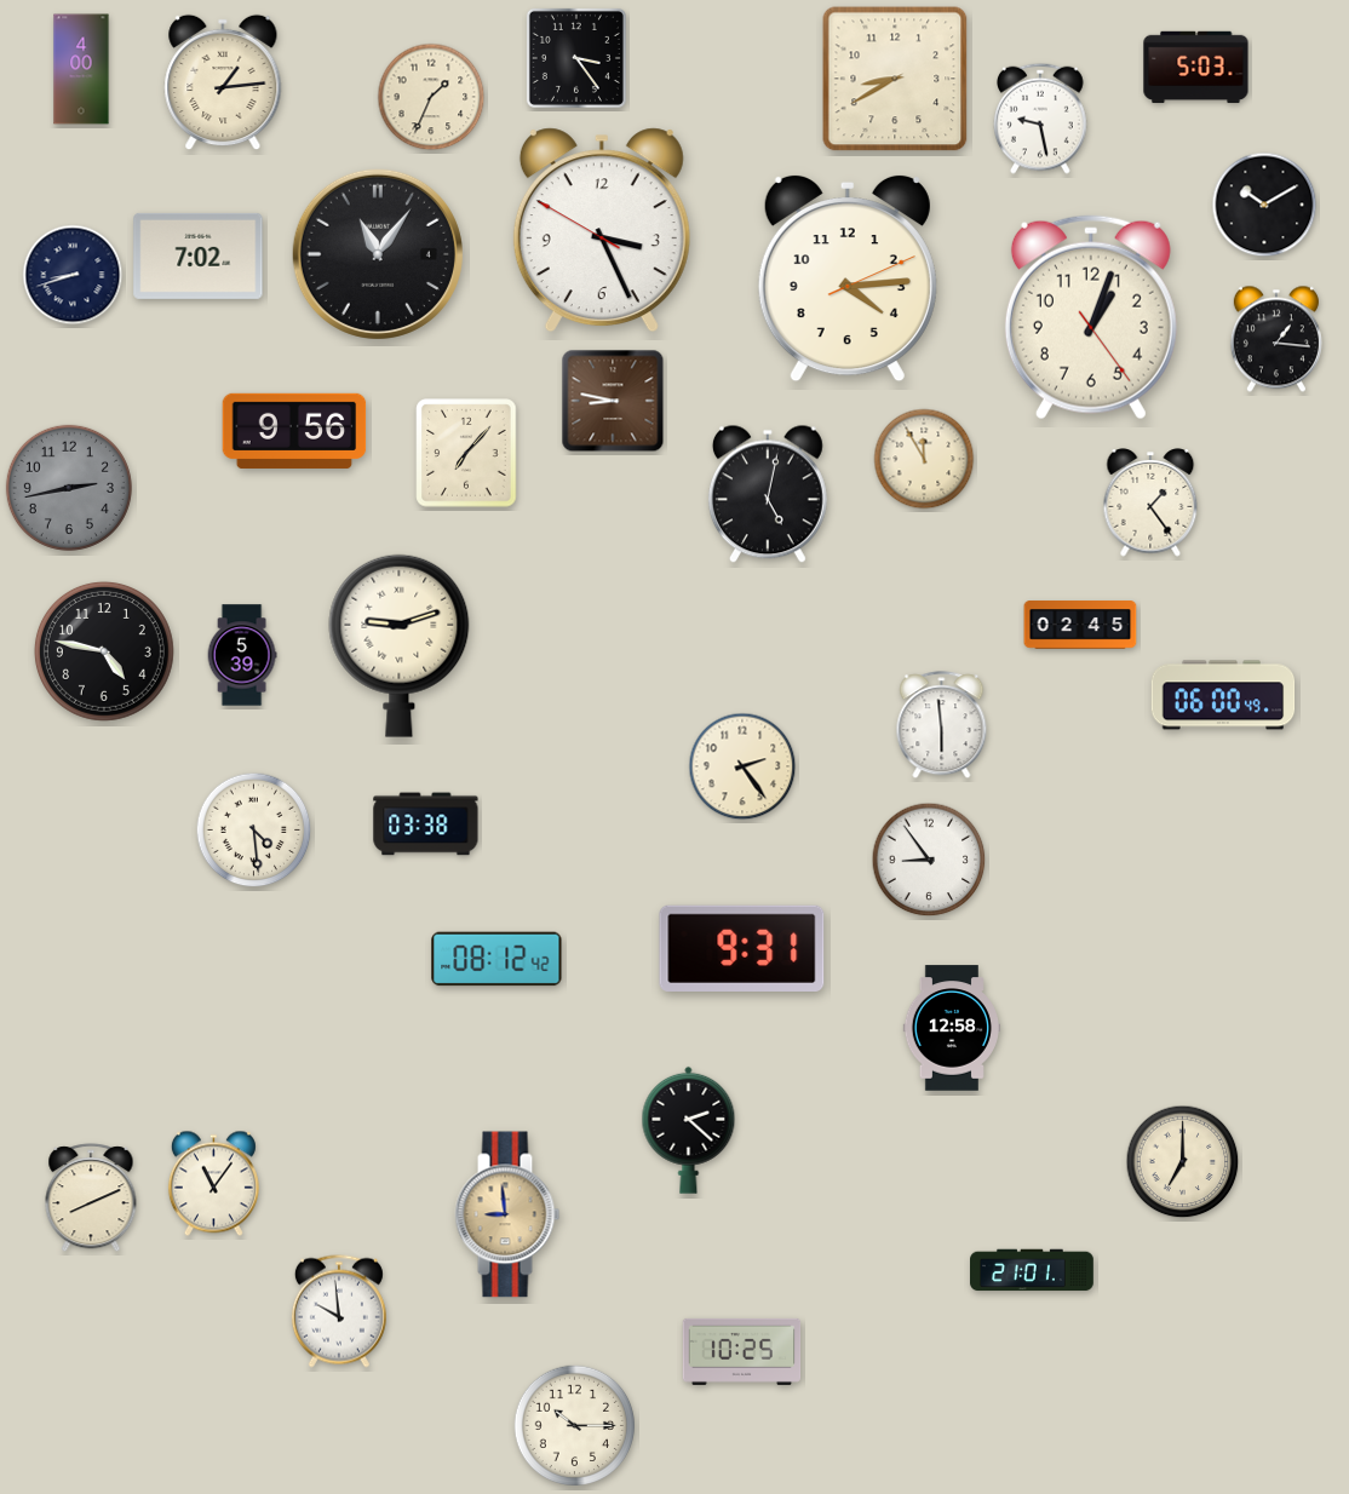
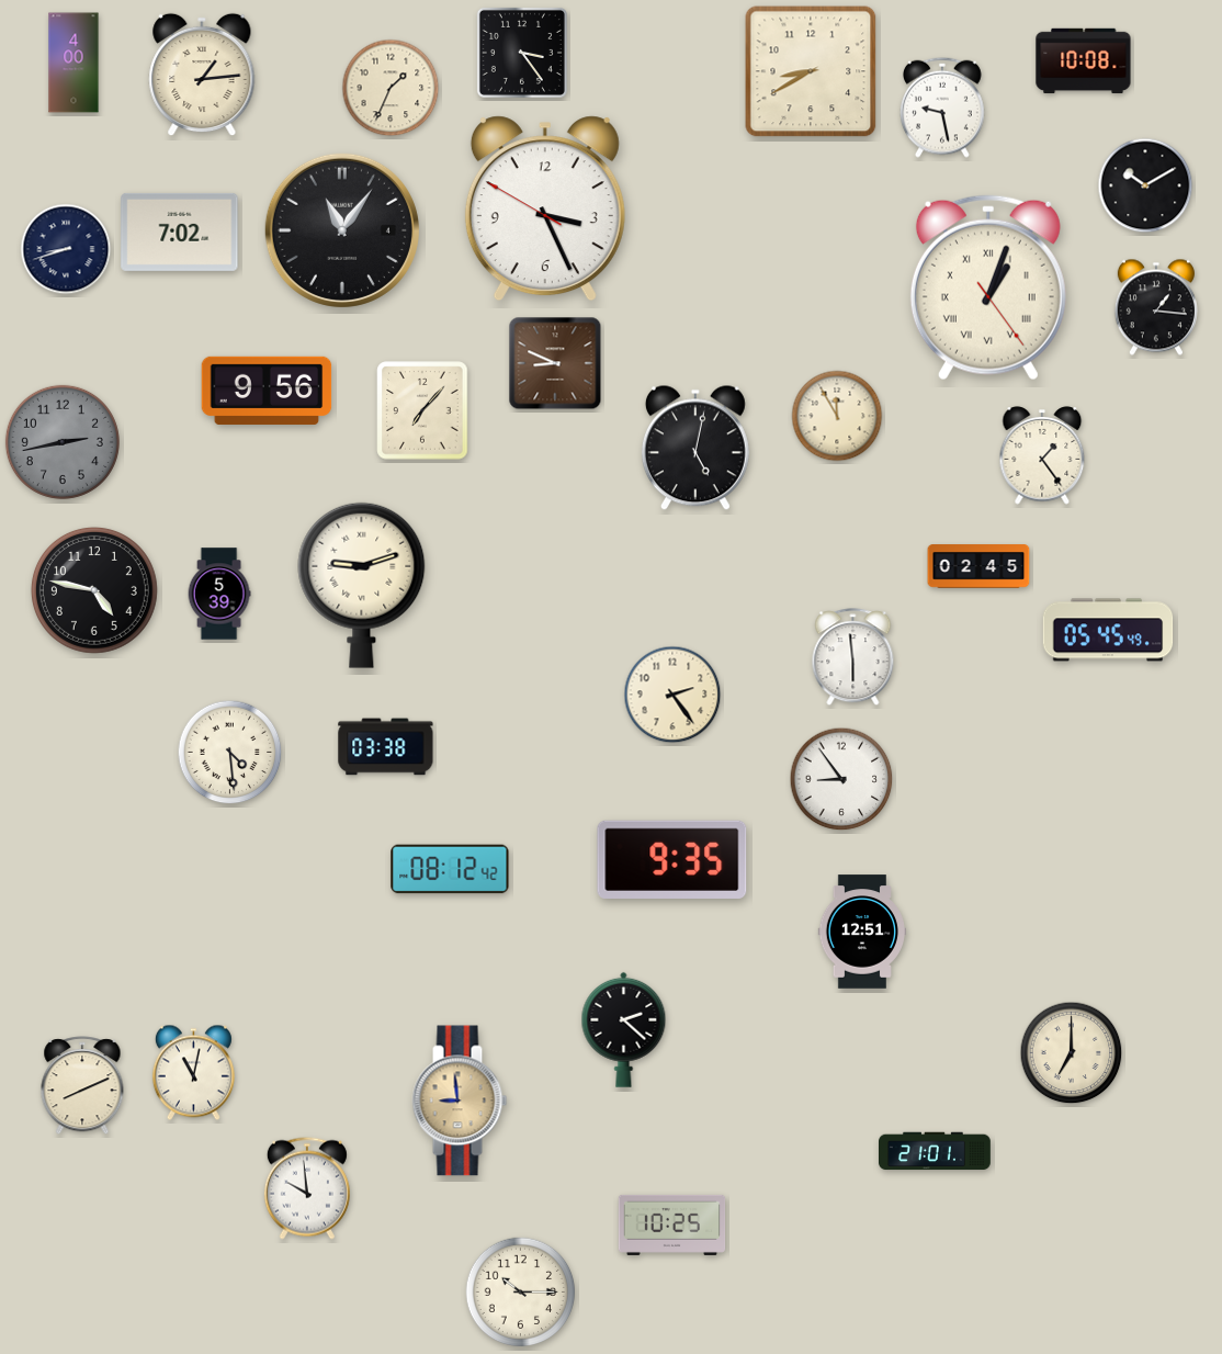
clock at (1196, 68): 5:03 -> 10:08
clock at (848, 278): 4:14 -> none
clock at (1091, 317) numerals: Arabic -> Roman
clock at (613, 401): 8:47 -> 8:49
clock at (1223, 695): 06:00 -> 05:45
clock at (742, 948): 9:31 -> 9:35
clock at (952, 1028): 12:58 -> 12:51
clock at (689, 1130) position: (689, 1130) -> (624, 1029)
clock at (213, 1184): 11:06 -> 11:02
